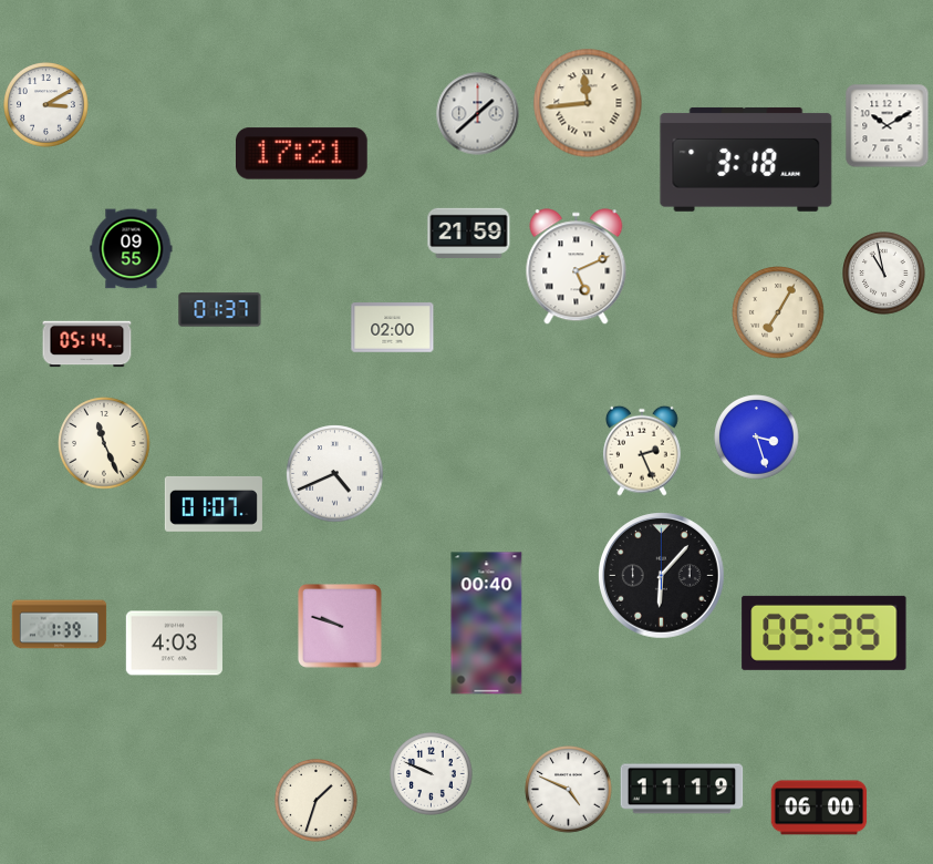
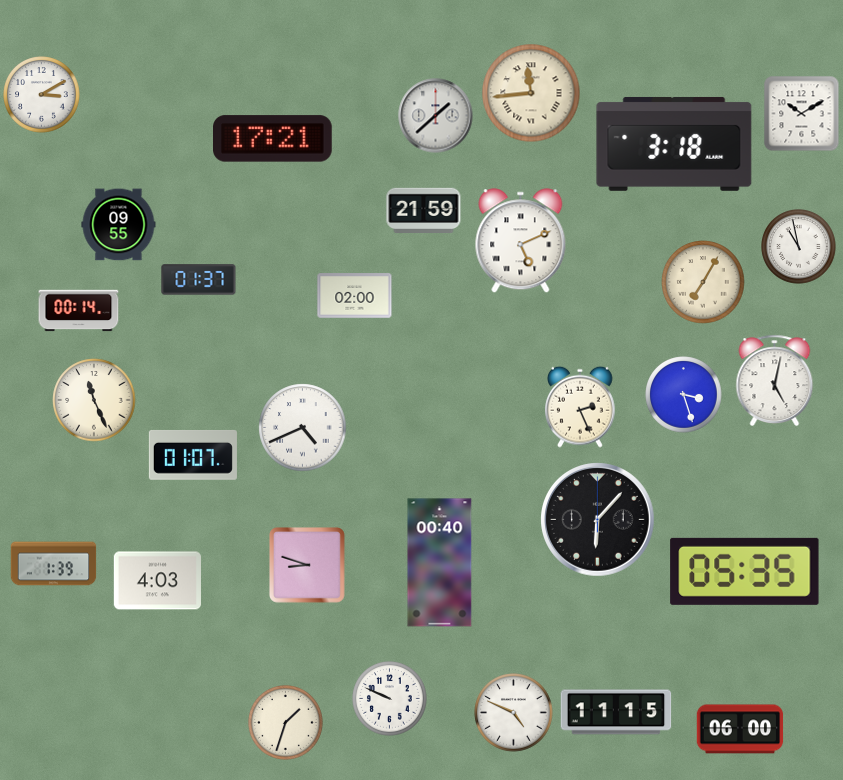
clock at (478, 114) position: (478, 114) -> (436, 116)
clock at (87, 344): 05:14 -> 00:14
clock at (775, 381): none -> 5:02
clock at (341, 627): 9:48 -> 8:48
clock at (682, 789): 11:19 -> 11:15
